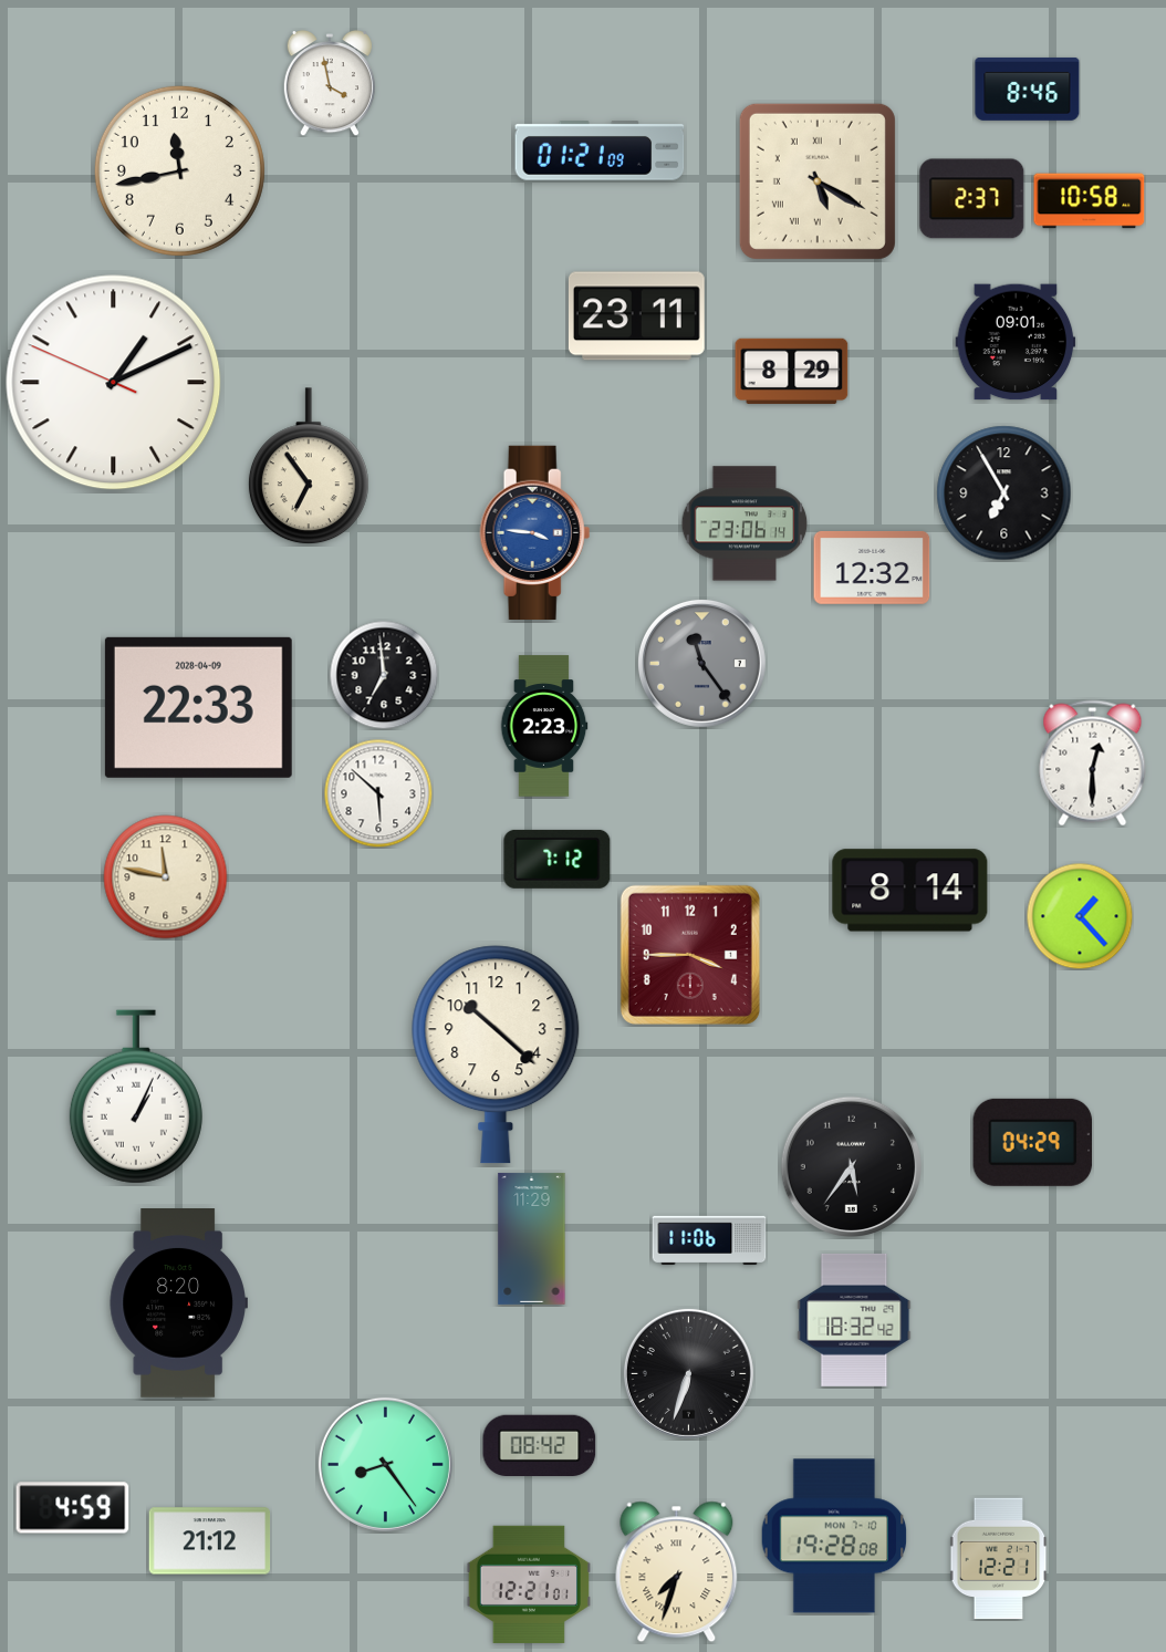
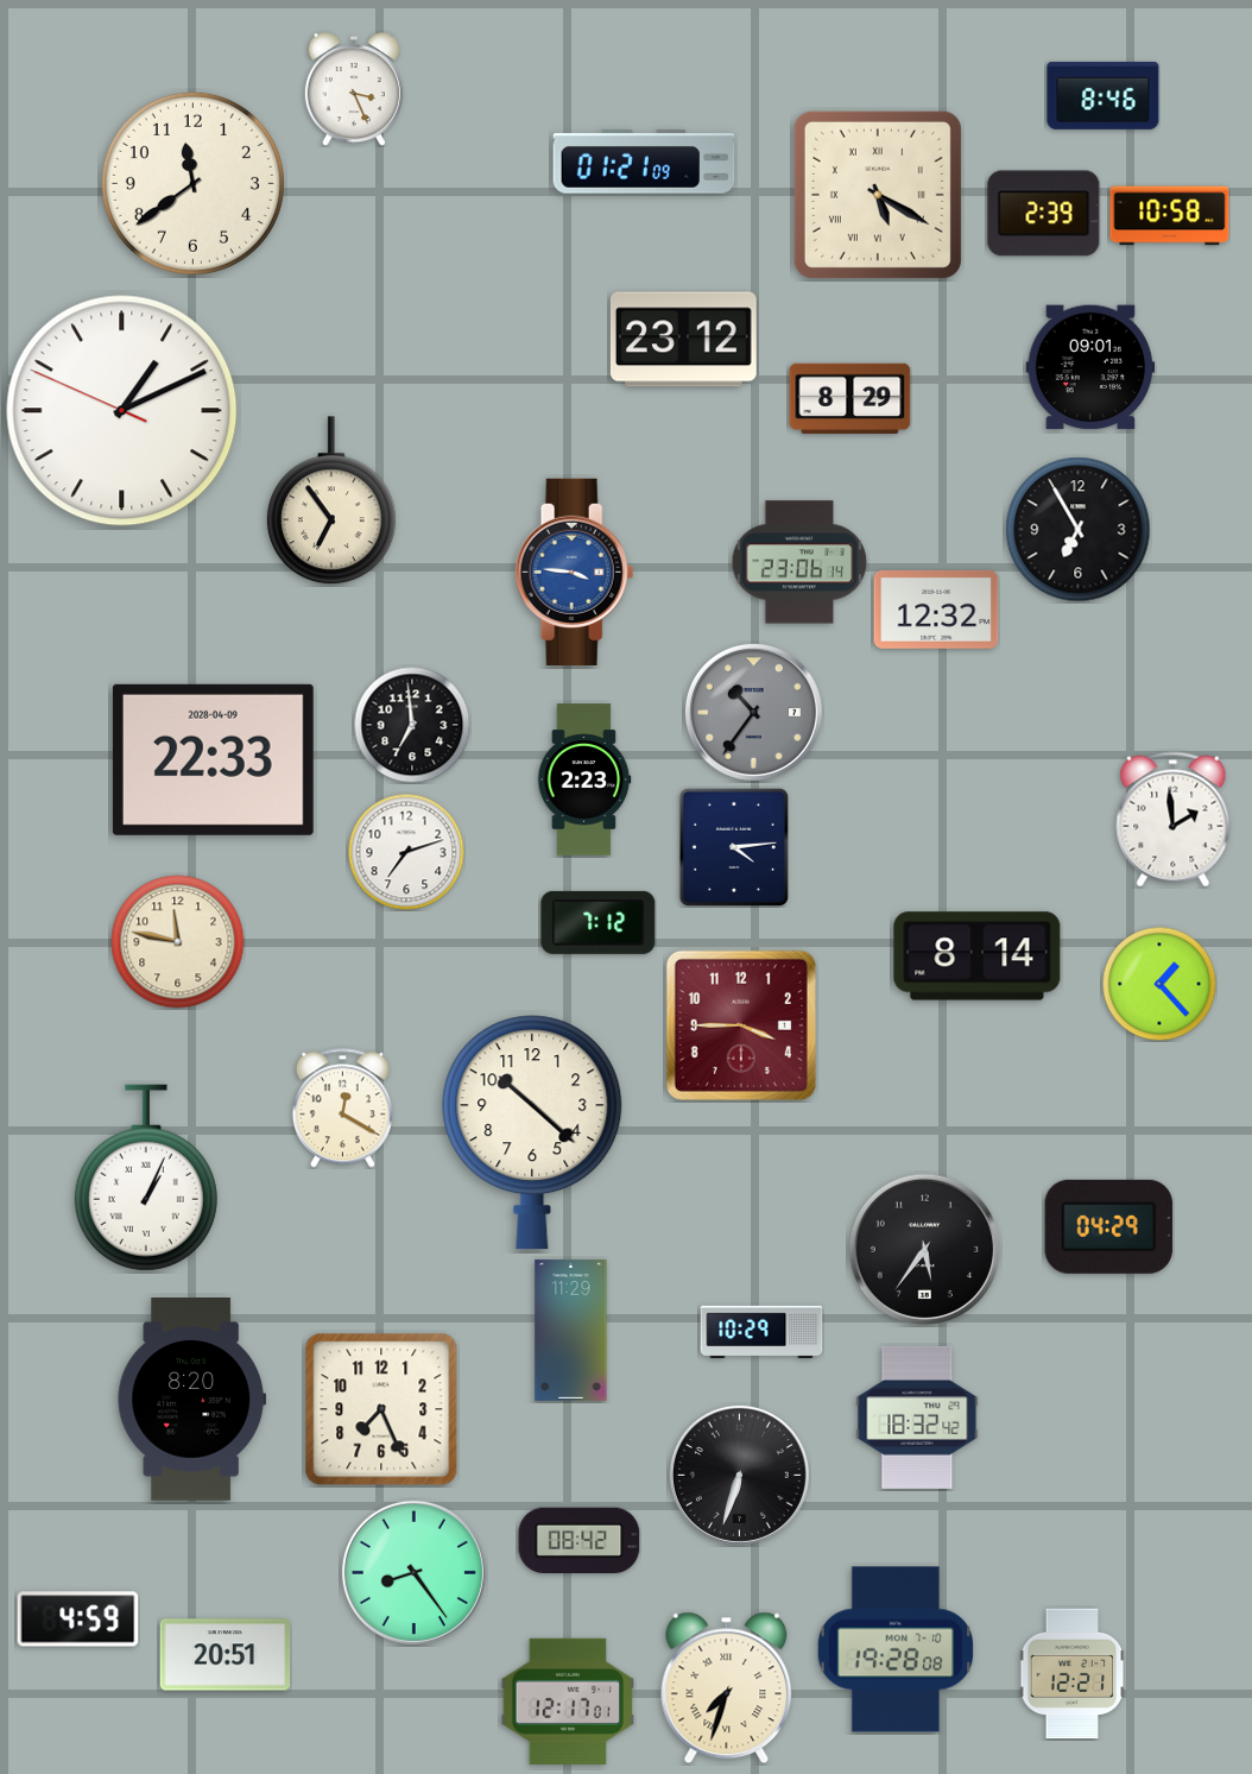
clock at (329, 84): 3:58 -> 3:26
clock at (179, 170): 11:43 -> 11:39
clock at (972, 199): 2:37 -> 2:39
clock at (636, 316): 23:11 -> 23:12
clock at (701, 663): 11:24 -> 10:36
clock at (1093, 763): 12:30 -> 1:59
clock at (734, 847): none -> 4:14
clock at (378, 793): 5:52 -> 7:12
clock at (342, 1109): none -> 12:20
clock at (852, 1167) position: (852, 1167) -> (925, 1250)
clock at (709, 1240): 11:06 -> 10:29
clock at (381, 1409): none -> 7:26
clock at (540, 1445) position: (540, 1445) -> (580, 1540)
clock at (210, 1541): 21:12 -> 20:51
clock at (529, 1585): 12:21 -> 12:17
